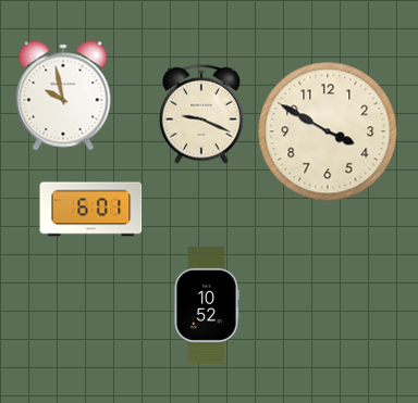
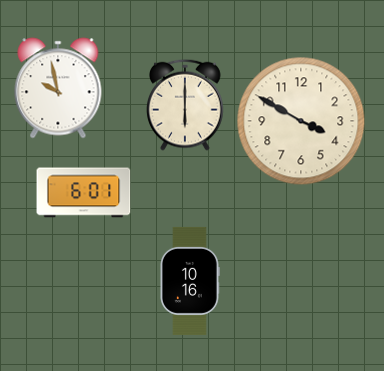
clock at (202, 114): 9:19 -> 6:00
clock at (207, 305): 10:52 -> 10:16
